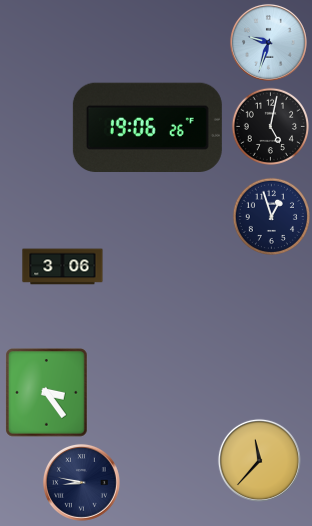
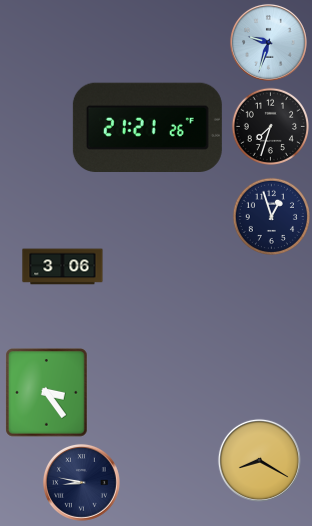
clock at (270, 126): 5:02 -> 7:33
clock at (147, 127): 19:06 -> 21:21
clock at (259, 460): 11:37 -> 8:20
